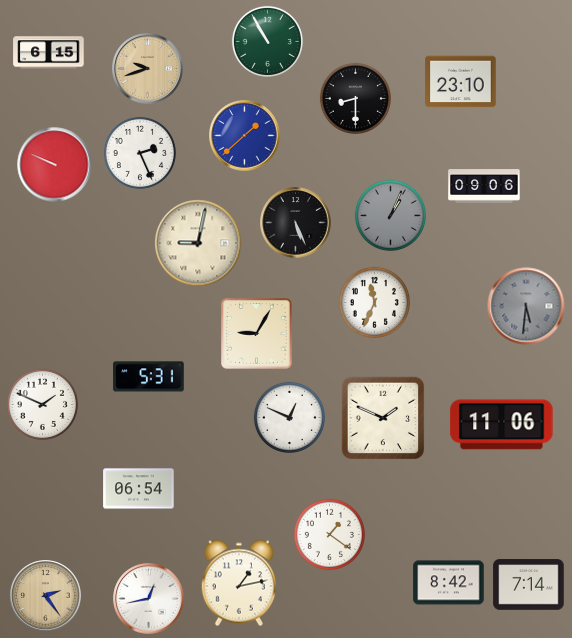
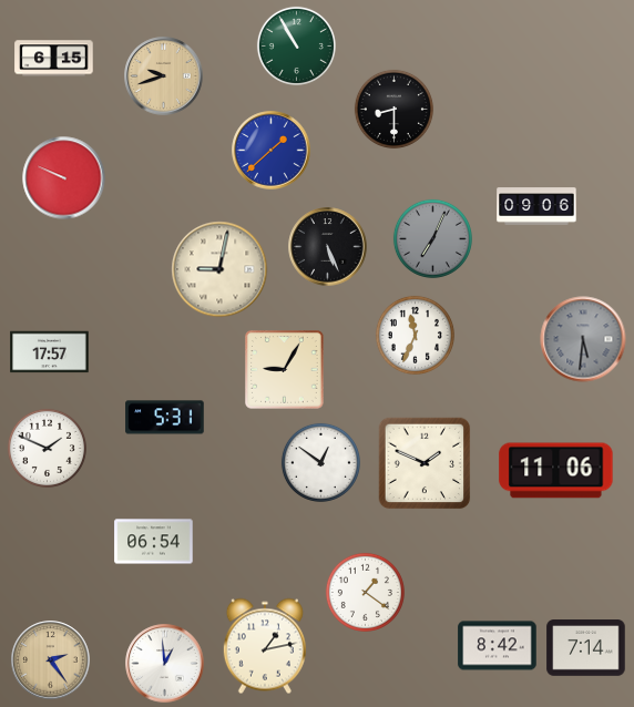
clock at (461, 82): 23:10 -> none
clock at (140, 153): 2:26 -> none
clock at (55, 165) position: (55, 165) -> (64, 178)
clock at (390, 215): 1:04 -> 7:04
clock at (50, 352): none -> 17:57
clock at (289, 417): 12:49 -> 12:51
clock at (149, 599): 12:43 -> 12:59
